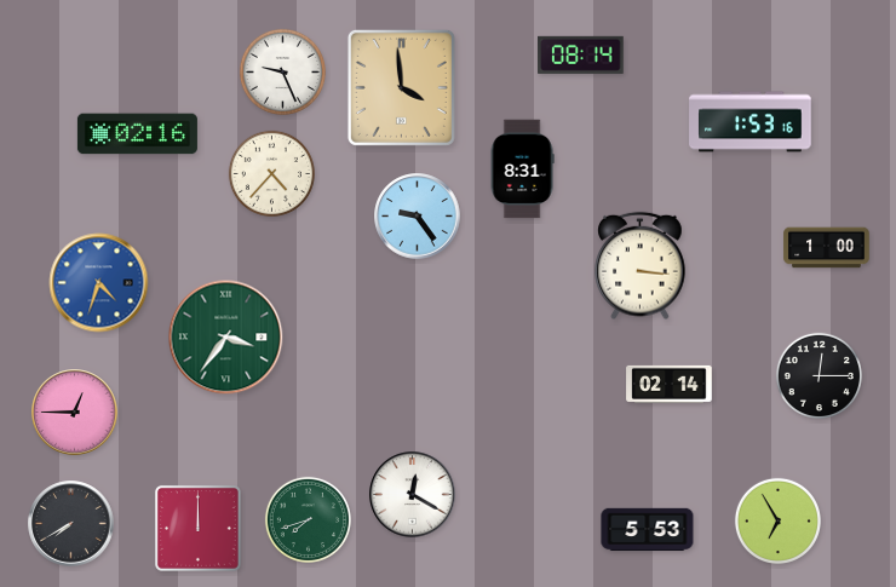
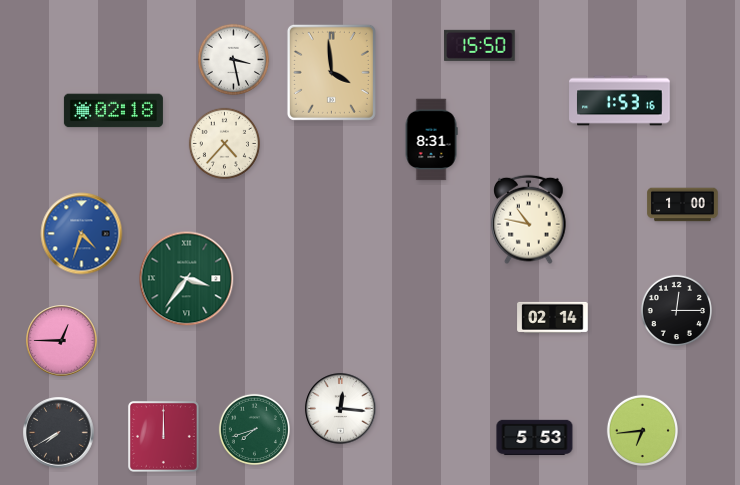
clock at (581, 54): 08:14 -> 15:50
clock at (282, 71): 9:26 -> 3:28
clock at (137, 134): 02:16 -> 02:18
clock at (418, 217): 9:24 -> none
clock at (641, 266): 3:16 -> 10:47
clock at (413, 495): 12:20 -> 12:16
clock at (777, 520): 6:55 -> 6:44
